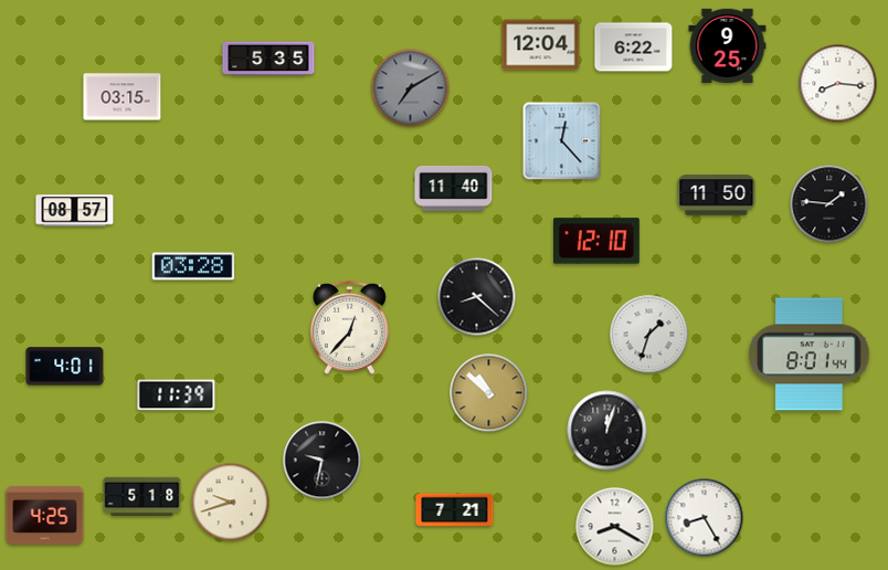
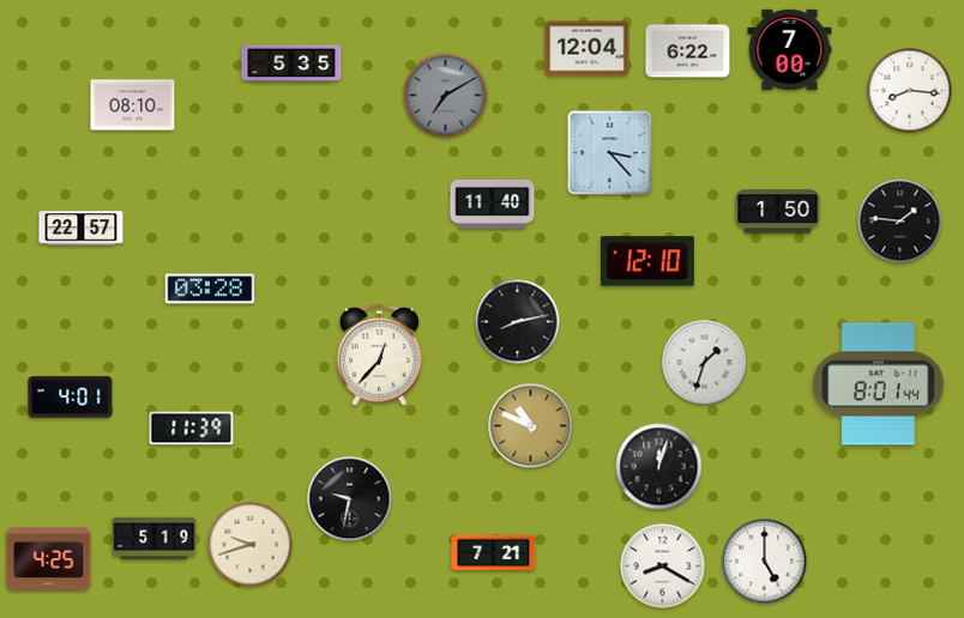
clock at (728, 46): 9:25 -> 7:00
clock at (123, 97): 03:15 -> 08:10
clock at (562, 141): 12:23 -> 3:23
clock at (717, 196): 11:50 -> 1:50
clock at (75, 211): 08:57 -> 22:57
clock at (477, 297): 8:22 -> 8:13
clock at (489, 393): 10:52 -> 10:49
clock at (142, 496): 5:18 -> 5:19
clock at (705, 518): 8:25 -> 5:00
clock at (615, 527) position: (615, 527) -> (663, 566)
